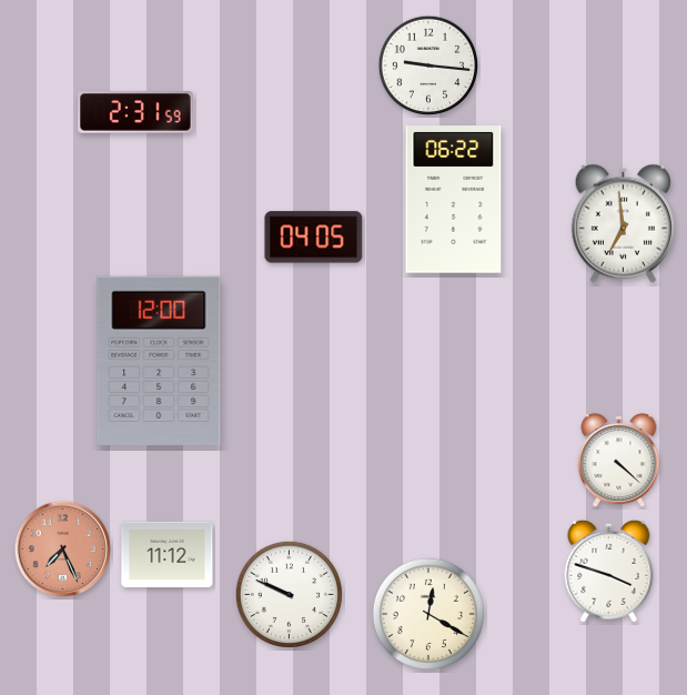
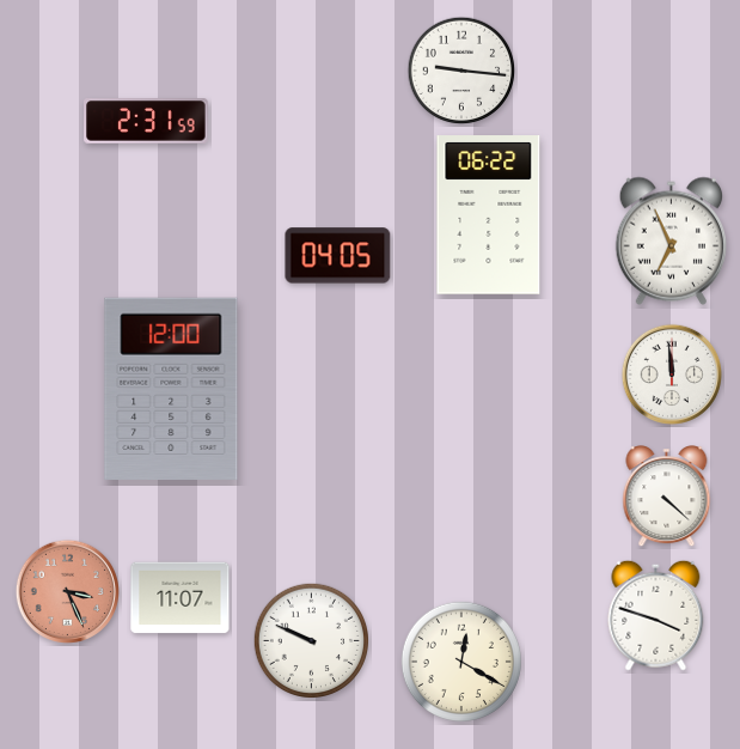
clock at (624, 223): 6:59 -> 6:56
clock at (671, 373): none -> 11:59
clock at (63, 550): 7:26 -> 3:26
clock at (168, 555): 11:12 -> 11:07
